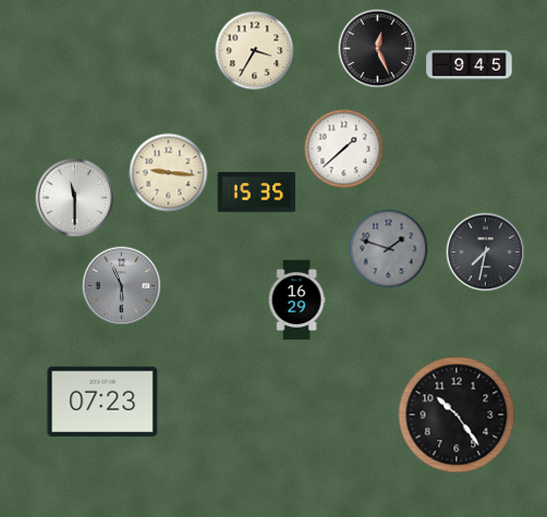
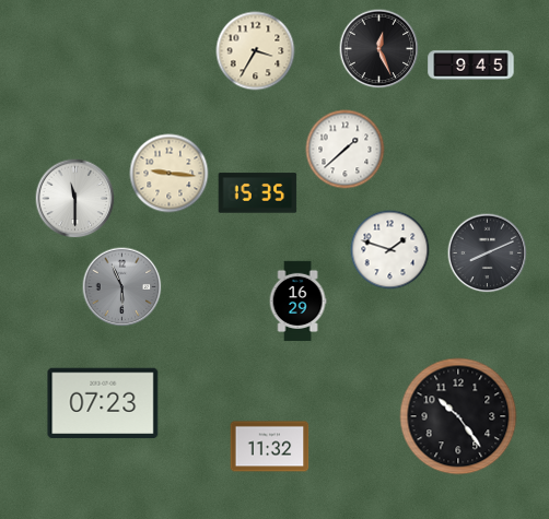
clock at (389, 249) dial: grey -> white
clock at (486, 253): 7:32 -> 8:11
clock at (270, 447): none -> 11:32
